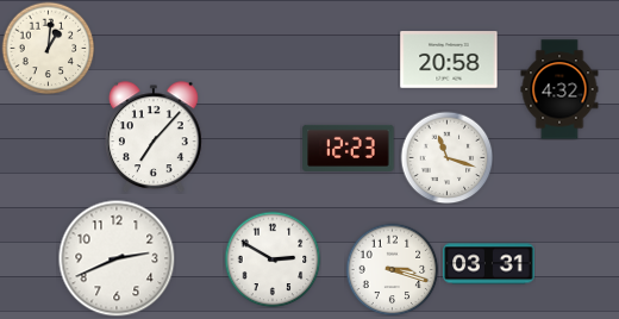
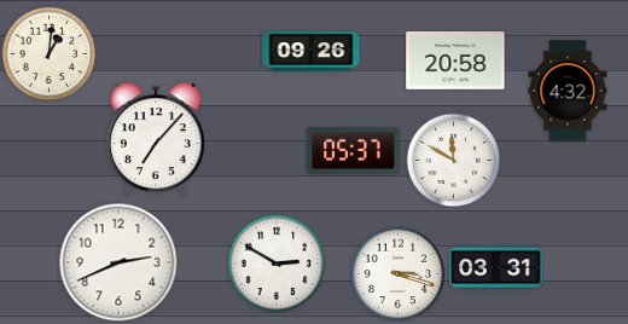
clock at (48, 48) position: (48, 48) -> (48, 53)
clock at (312, 52): none -> 09:26
clock at (349, 148): 12:23 -> 05:37
clock at (446, 157): 11:18 -> 11:50
